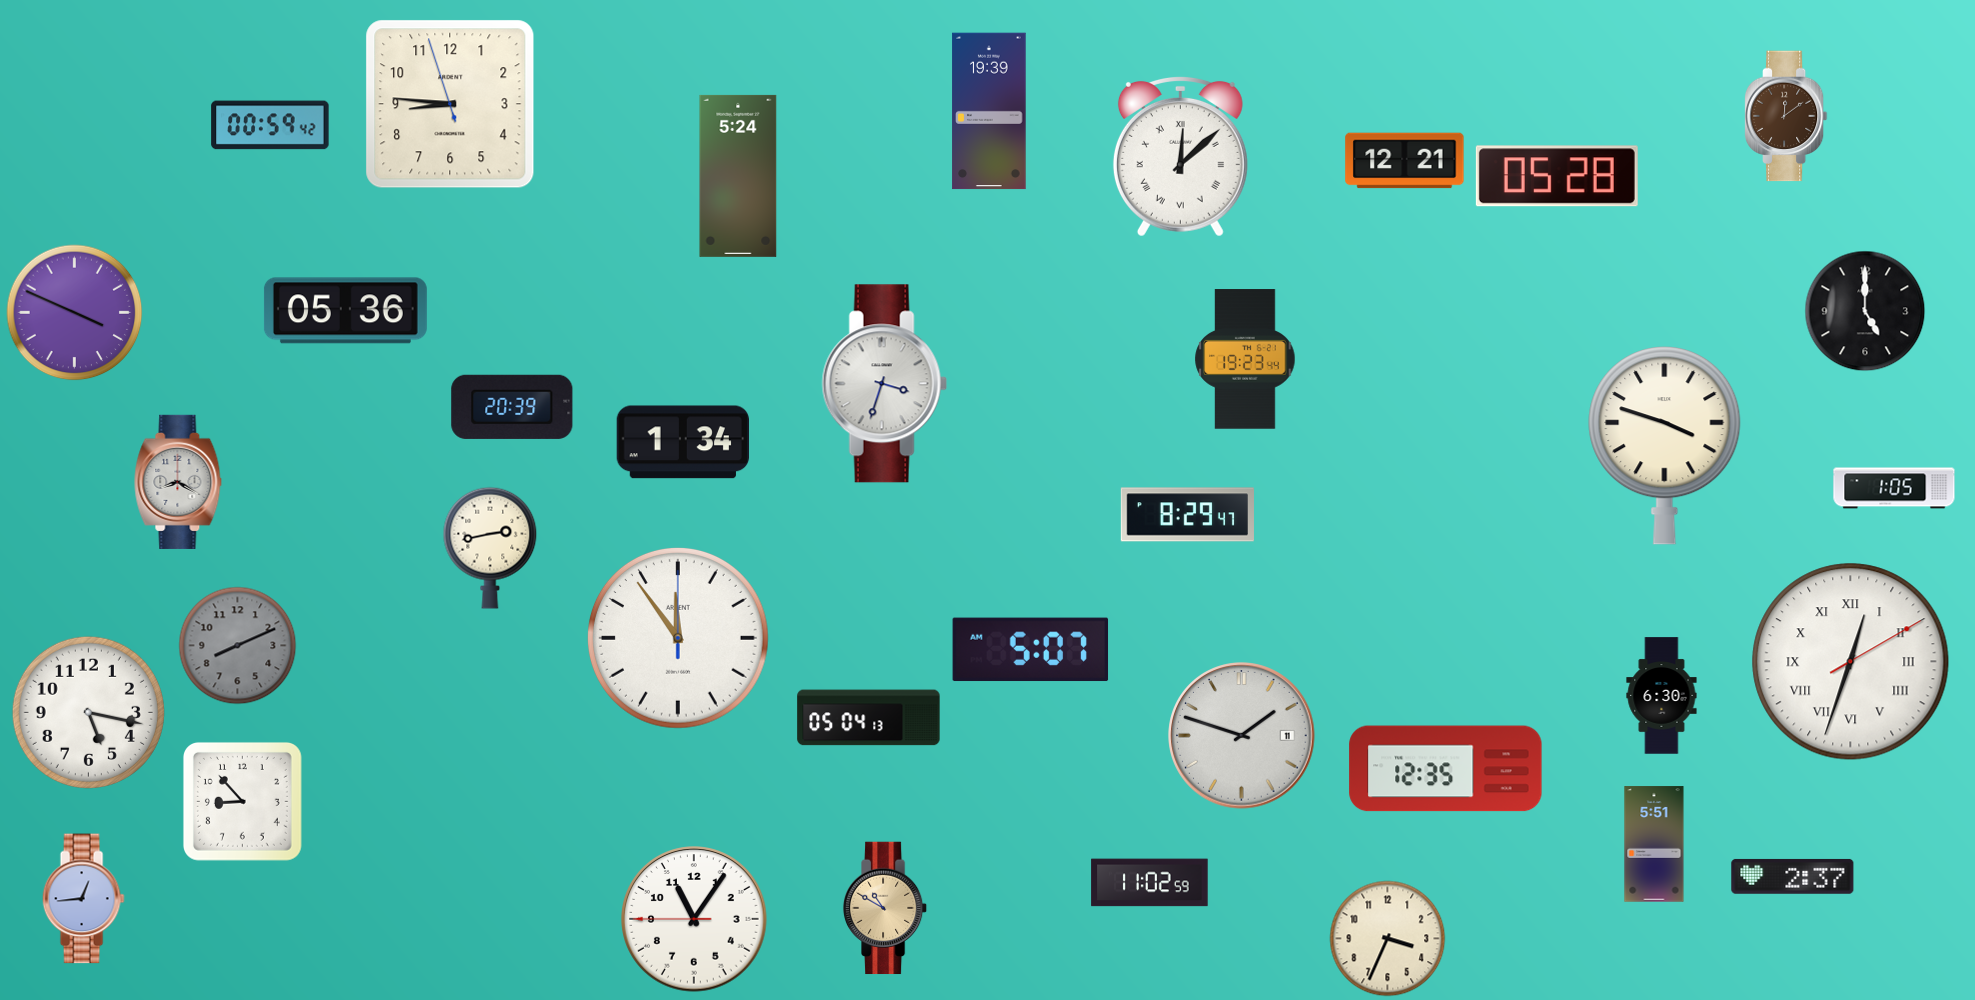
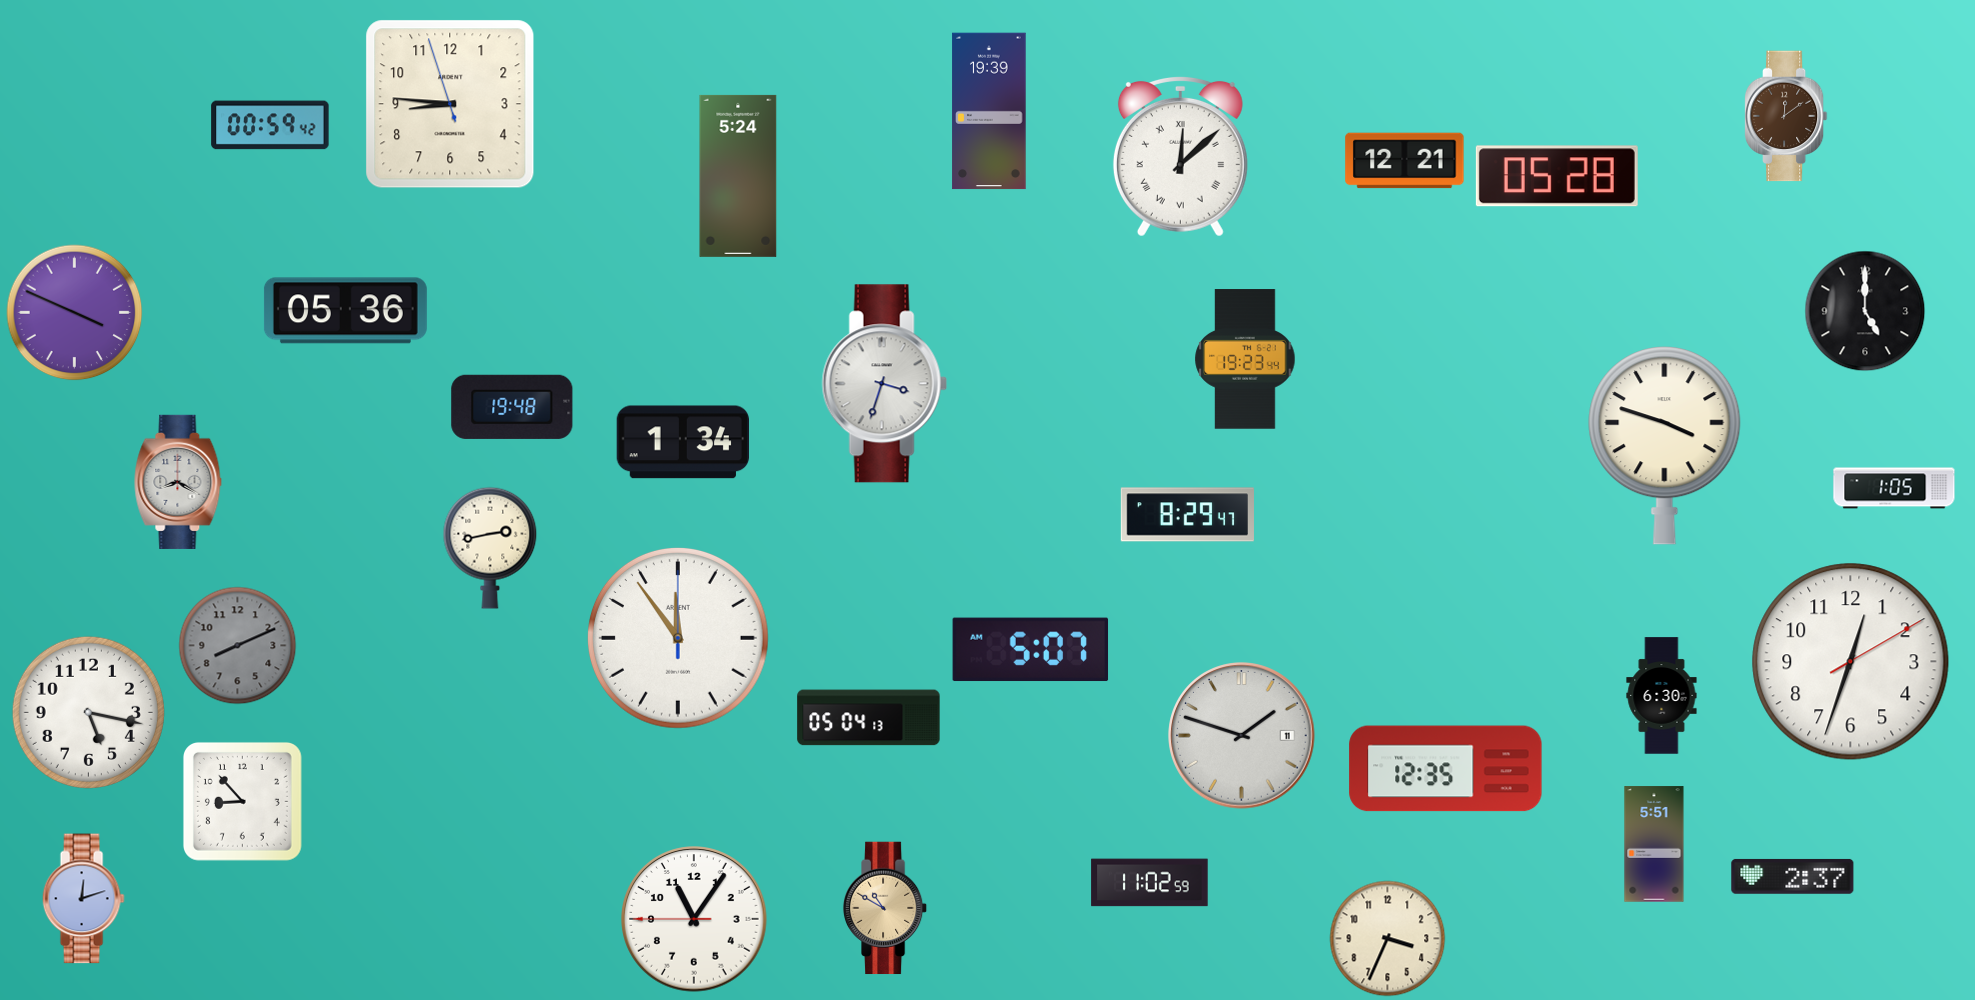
clock at (512, 407): 20:39 -> 19:48
clock at (1851, 662) numerals: Roman -> Arabic
clock at (83, 899): 12:44 -> 12:12
